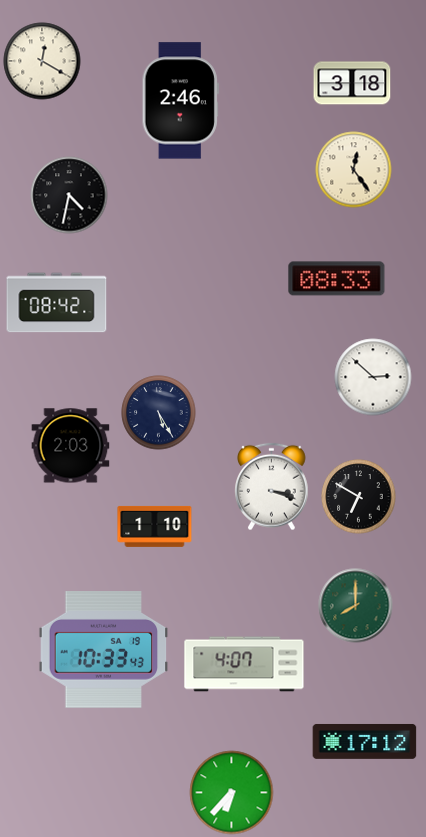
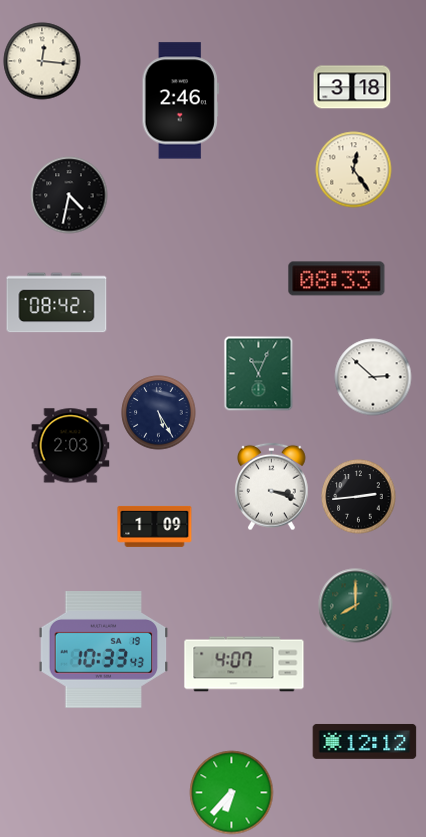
clock at (42, 61): 12:20 -> 12:16
clock at (352, 83) position: (352, 83) -> (352, 87)
clock at (259, 374): none -> 11:04
clock at (359, 497): 6:50 -> 2:44
clock at (155, 526): 1:10 -> 1:09
clock at (365, 741): 17:12 -> 12:12
